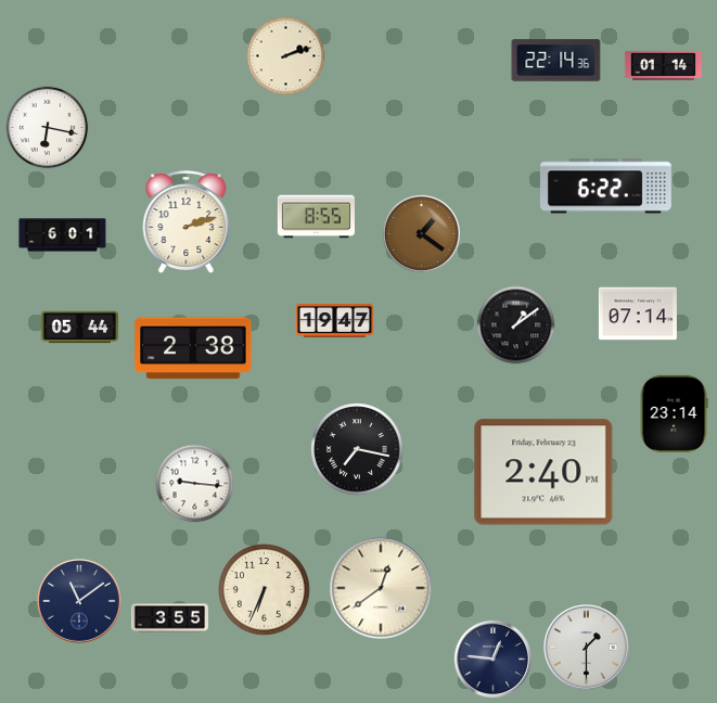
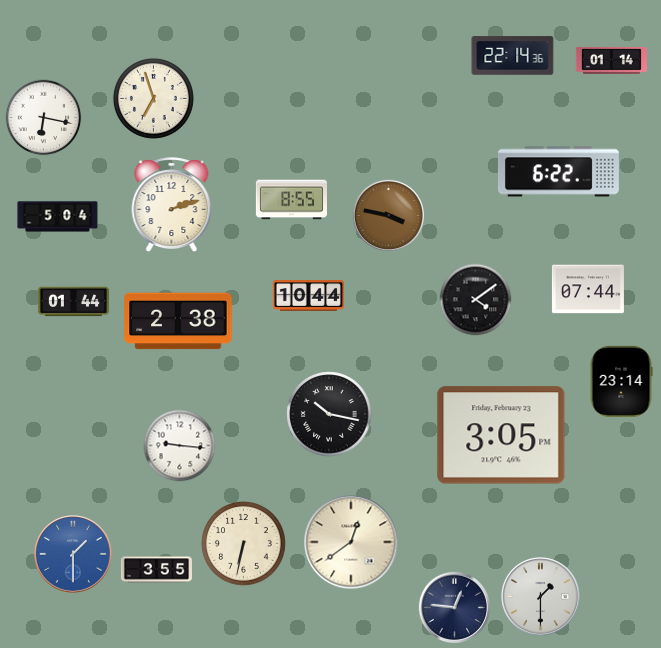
clock at (286, 56): 2:12 -> none
clock at (153, 98): none -> 6:57
clock at (421, 233): 1:21 -> 3:47
clock at (63, 235): 6:01 -> 5:04
clock at (638, 314): 07:14 -> 07:44
clock at (334, 321): 19:47 -> 10:44
clock at (516, 325): 1:09 -> 4:09
clock at (79, 328): 05:44 -> 01:44
clock at (357, 449): 7:17 -> 10:17
clock at (543, 472): 2:40 -> 3:05
clock at (265, 590): 6:34 -> 6:32
clock at (79, 601): 11:09 -> 1:30
clock at (79, 601) dial: navy -> blue
